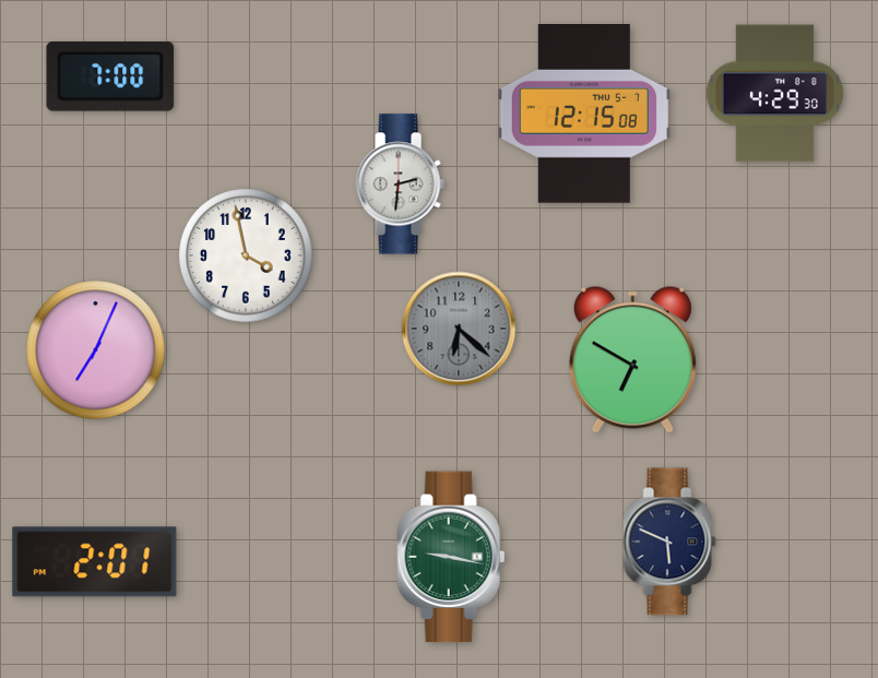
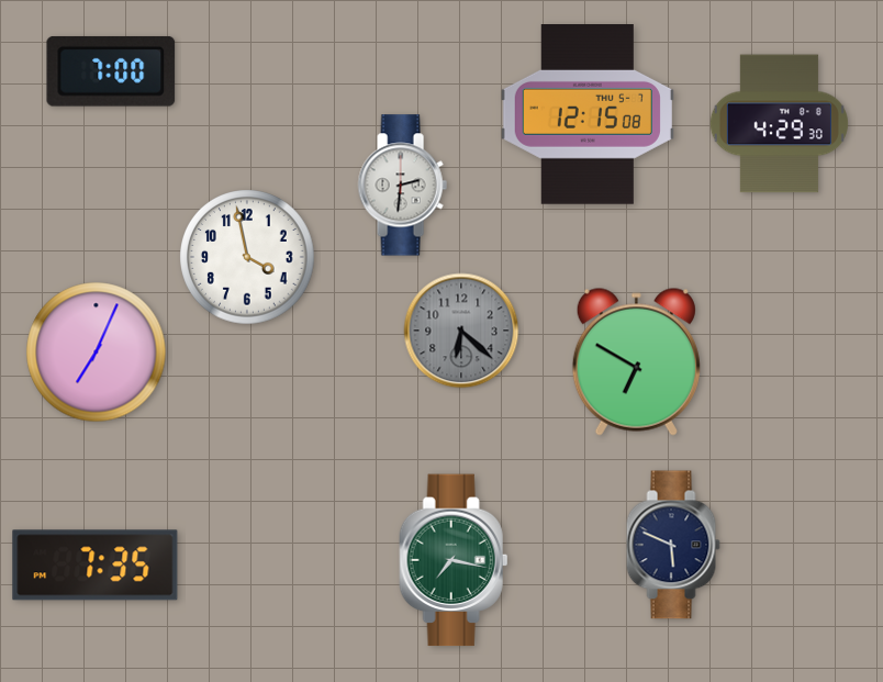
clock at (110, 76) position: (110, 76) -> (111, 71)
clock at (774, 94) position: (774, 94) -> (779, 124)
clock at (451, 557): 9:17 -> 7:17
clock at (95, 562): 2:01 -> 7:35
